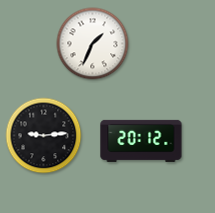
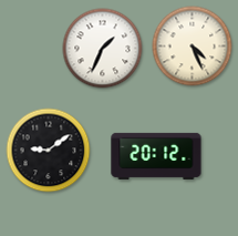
clock at (193, 47): none -> 4:26
clock at (44, 136): 9:14 -> 9:09
